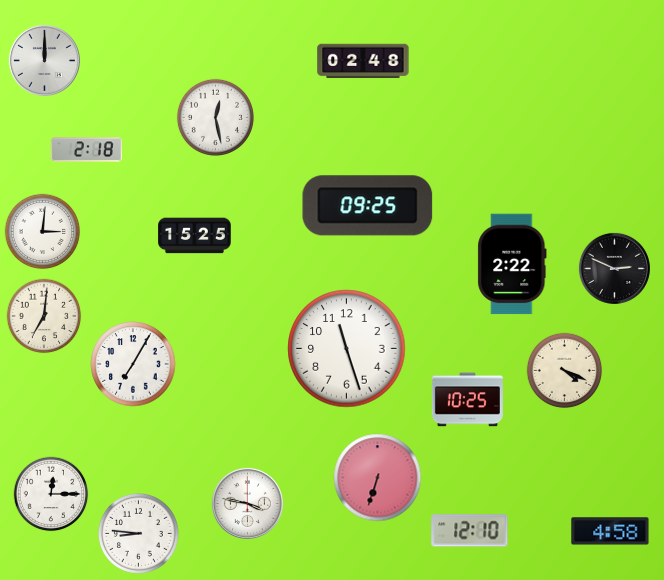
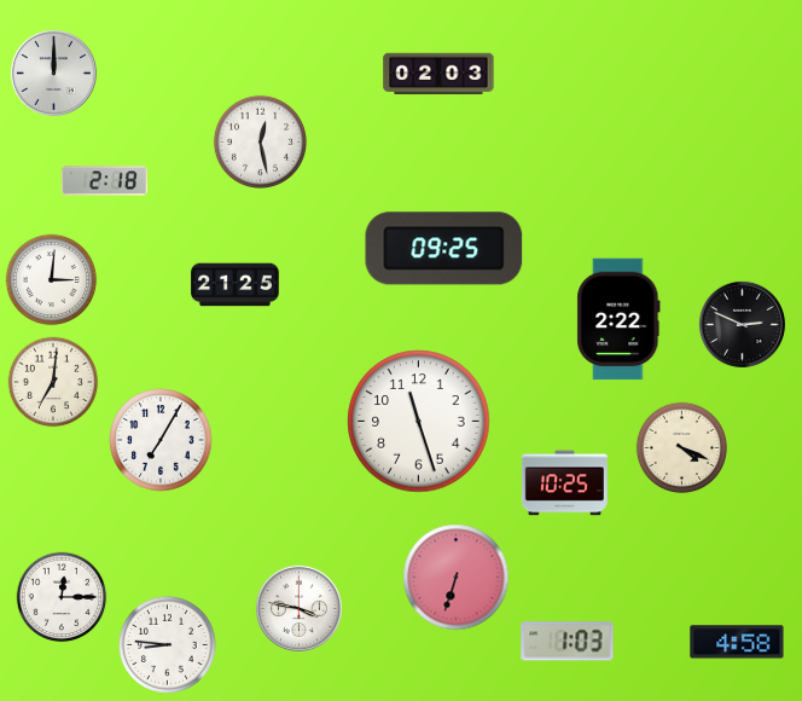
clock at (363, 61): 02:48 -> 02:03
clock at (195, 236): 15:25 -> 21:25
clock at (470, 531): 12:10 -> 1:03
